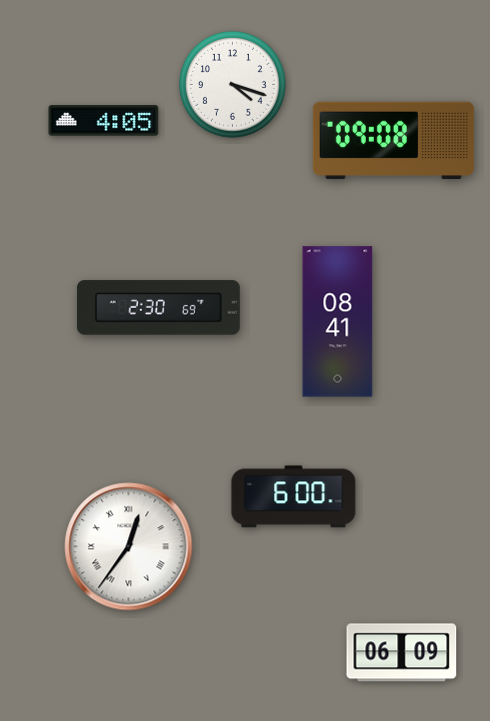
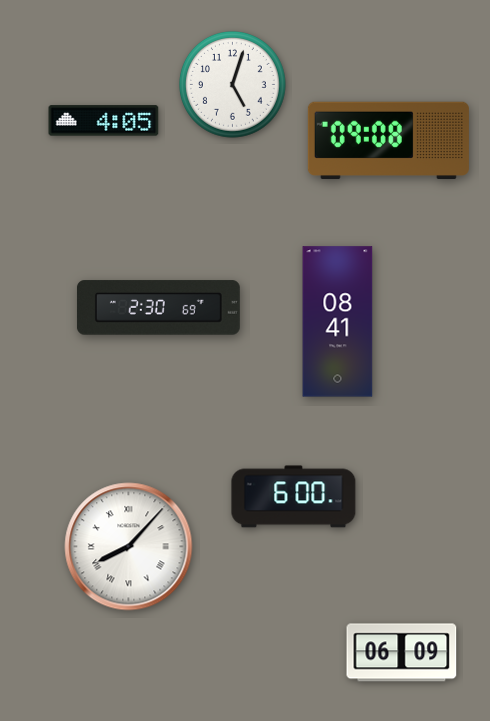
clock at (233, 85): 4:18 -> 5:03
clock at (393, 141) position: (393, 141) -> (388, 141)
clock at (129, 547): 12:36 -> 8:07
